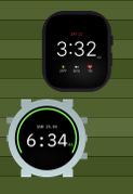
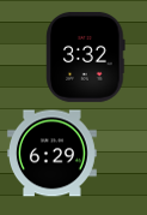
clock at (46, 139): 6:34 -> 6:29
